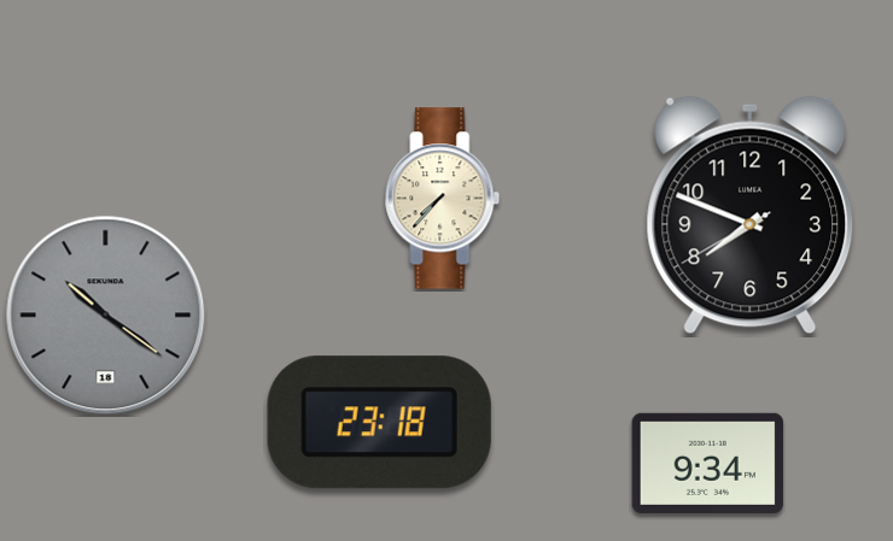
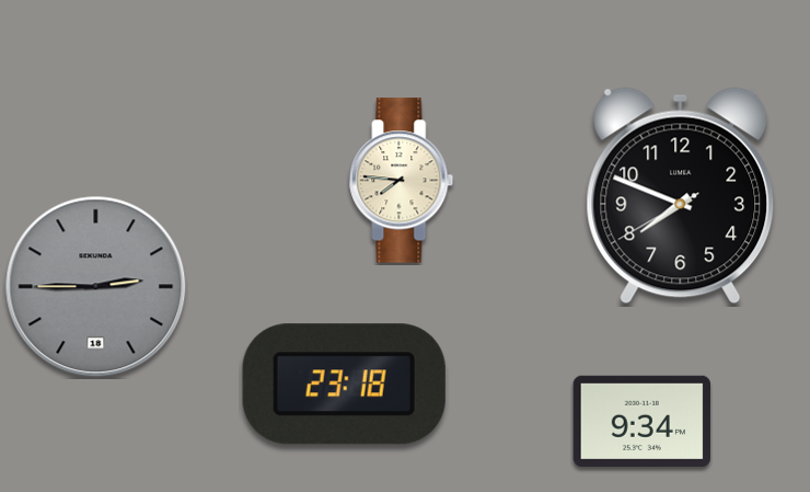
clock at (443, 199): 7:37 -> 7:46
clock at (106, 316): 10:21 -> 2:45
